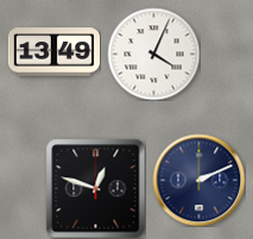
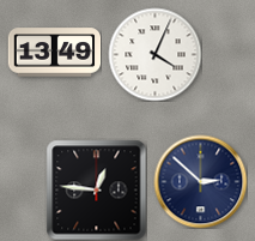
clock at (198, 180): 2:11 -> 2:52
clock at (95, 188): 12:48 -> 12:46
